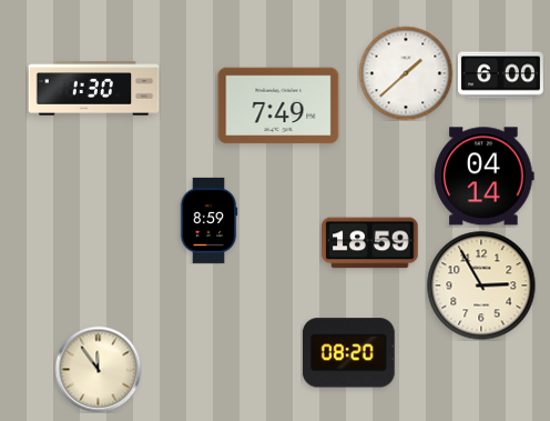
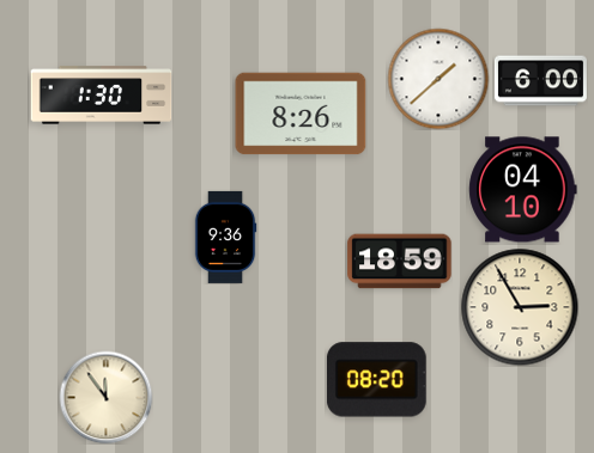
clock at (278, 106): 7:49 -> 8:26
clock at (485, 177): 04:14 -> 04:10
clock at (208, 220): 8:59 -> 9:36
